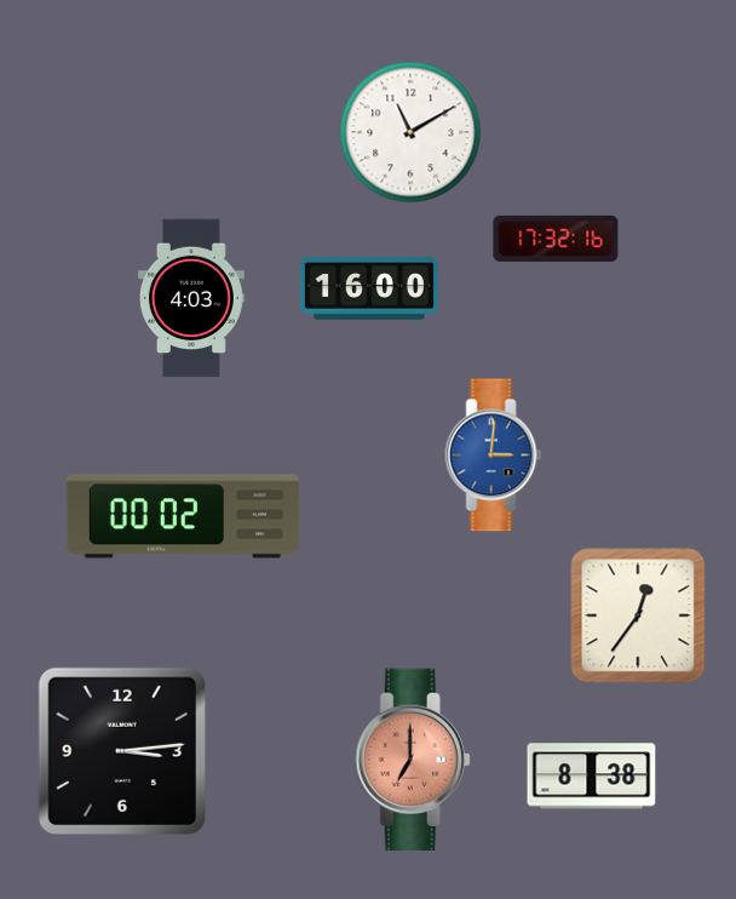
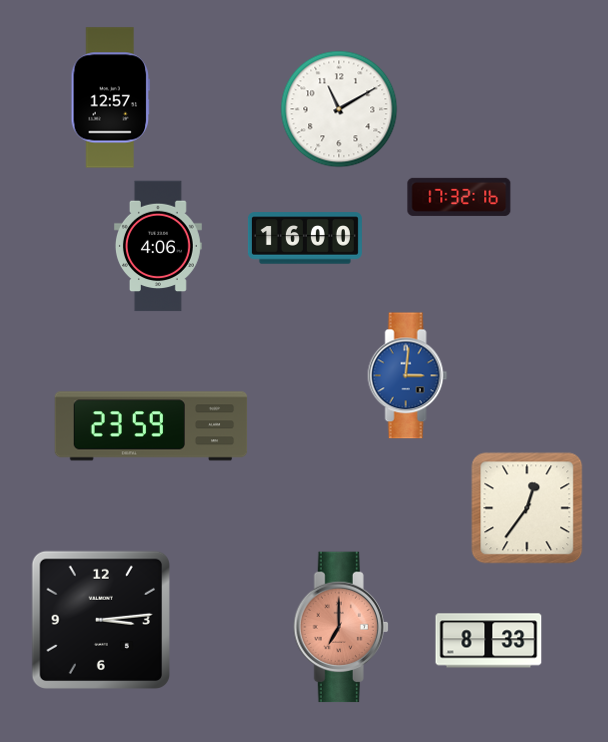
clock at (111, 98): none -> 12:57
clock at (191, 298): 4:03 -> 4:06
clock at (183, 516): 00:02 -> 23:59
clock at (592, 777): 8:38 -> 8:33
